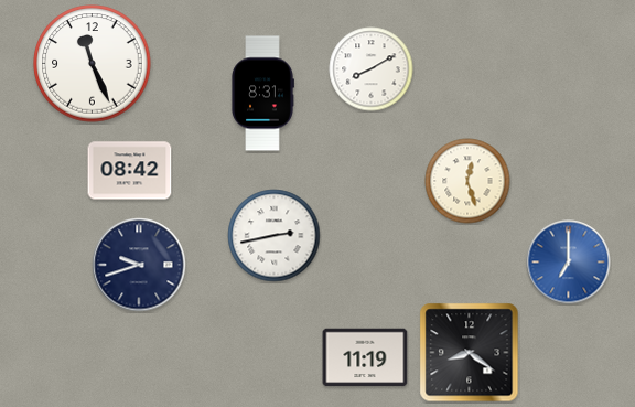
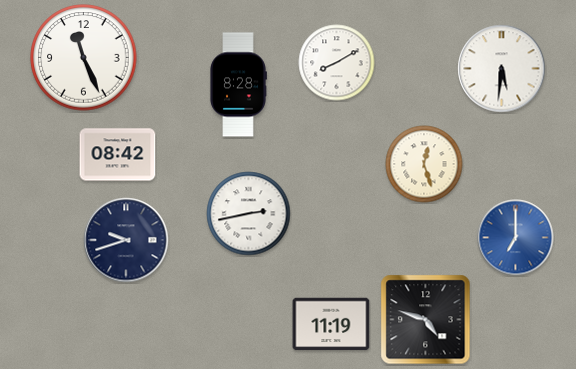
clock at (502, 69): none -> 5:31
clock at (262, 94): 8:31 -> 8:28
clock at (470, 353): 8:21 -> 4:48
